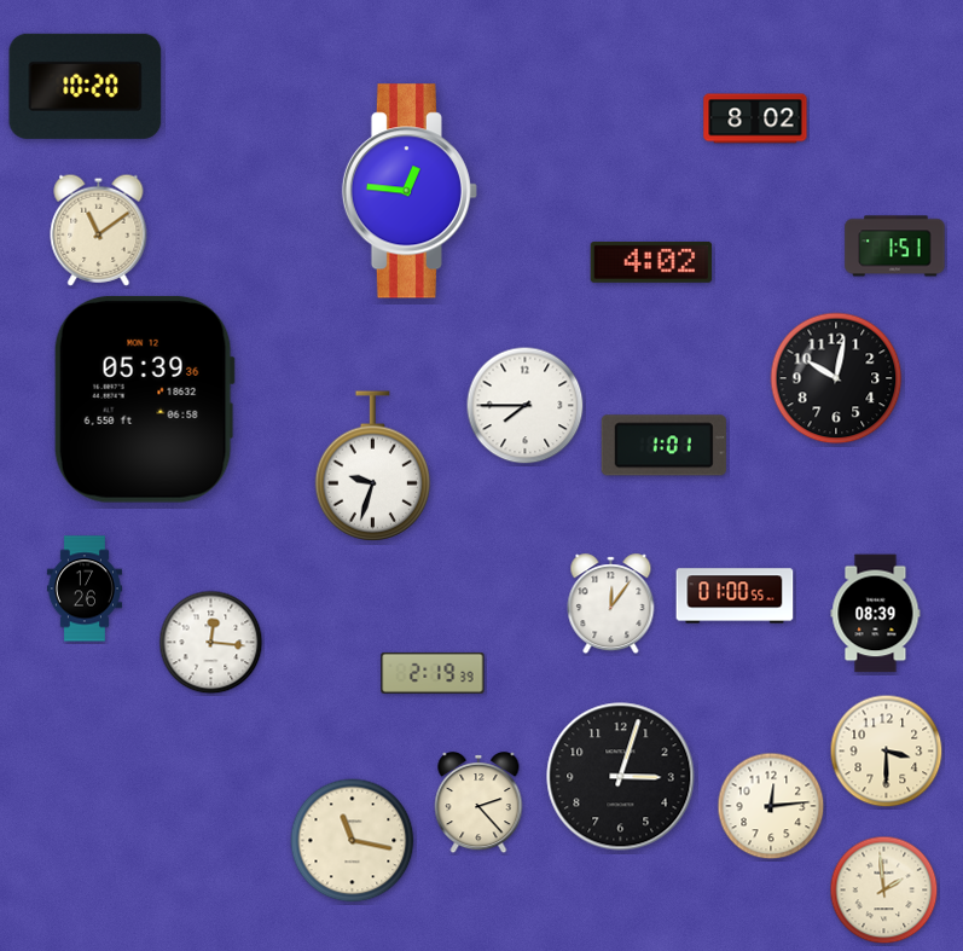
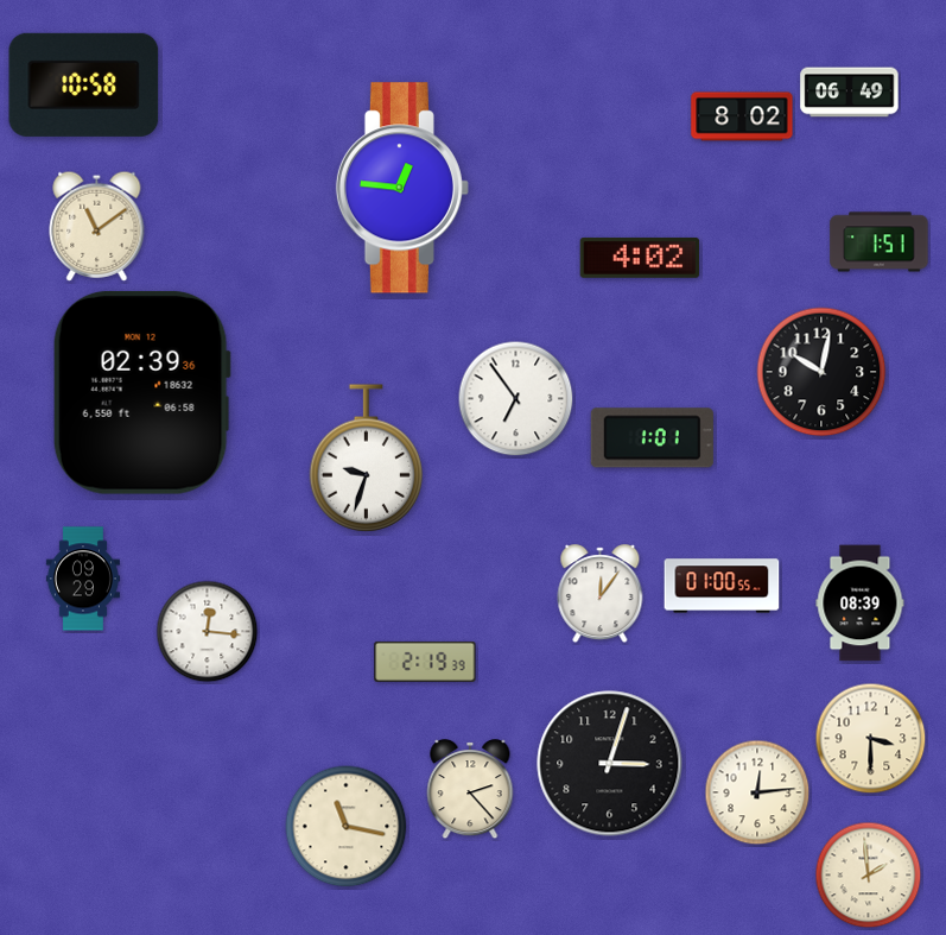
clock at (86, 86): 10:20 -> 10:58
clock at (850, 93): none -> 06:49
clock at (144, 399): 05:39 -> 02:39
clock at (526, 406): 7:45 -> 6:54
clock at (85, 588): 17:26 -> 09:29
